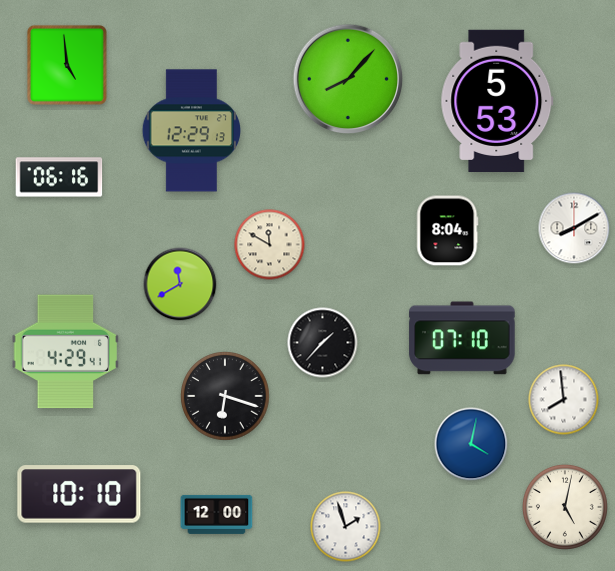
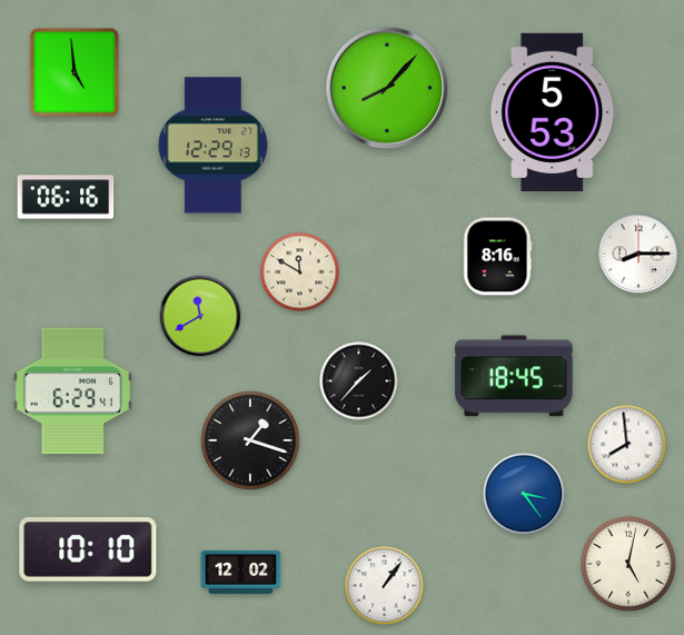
clock at (574, 228): 8:10 -> 8:15
clock at (448, 231): 8:04 -> 8:16
clock at (462, 338): 07:10 -> 18:45
clock at (65, 352): 4:29 -> 6:29
clock at (225, 396): 6:18 -> 1:18
clock at (471, 444): 4:02 -> 3:24
clock at (217, 514): 12:00 -> 12:02
clock at (346, 527): 1:57 -> 1:06
